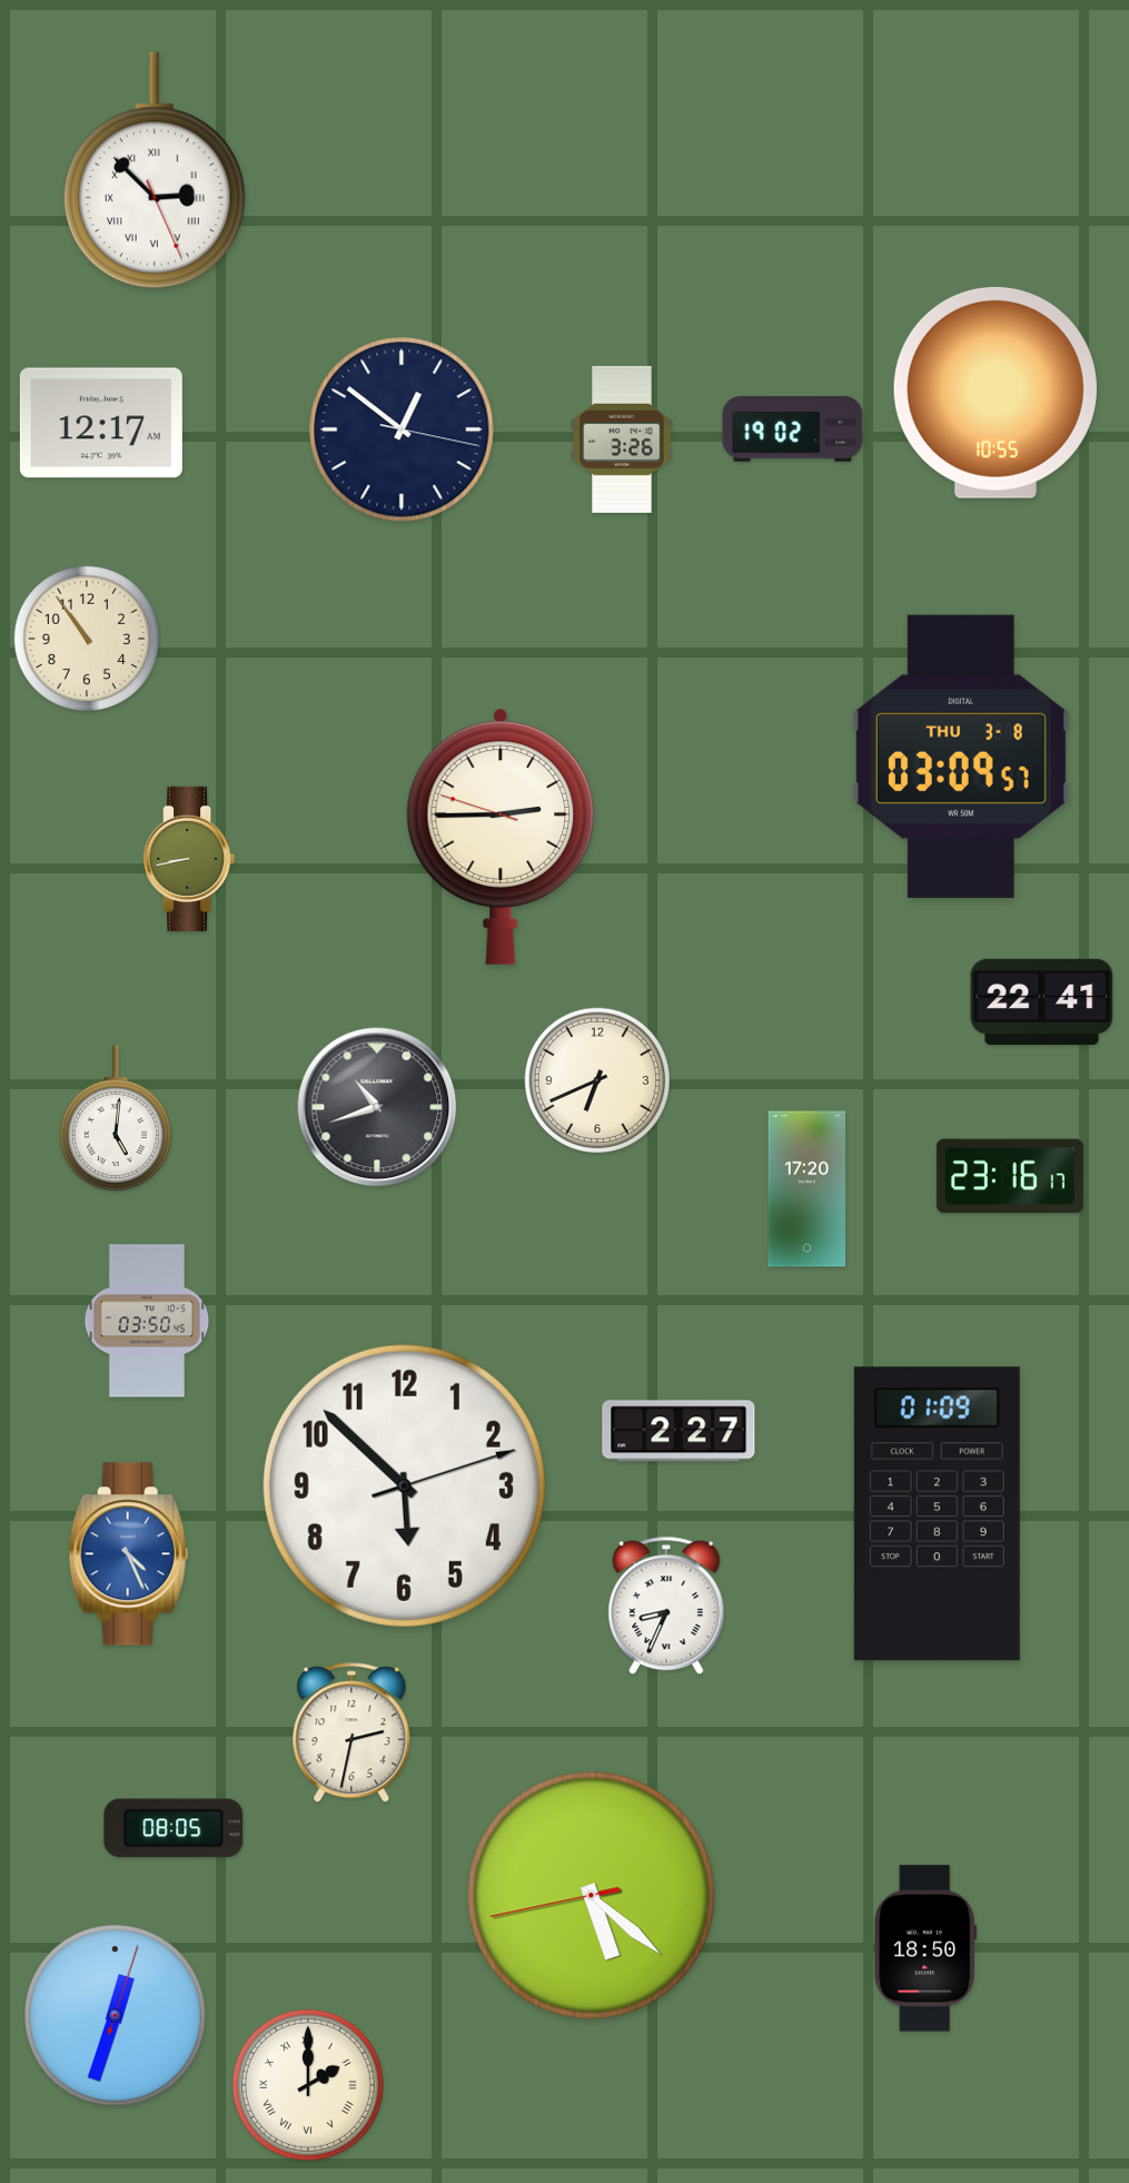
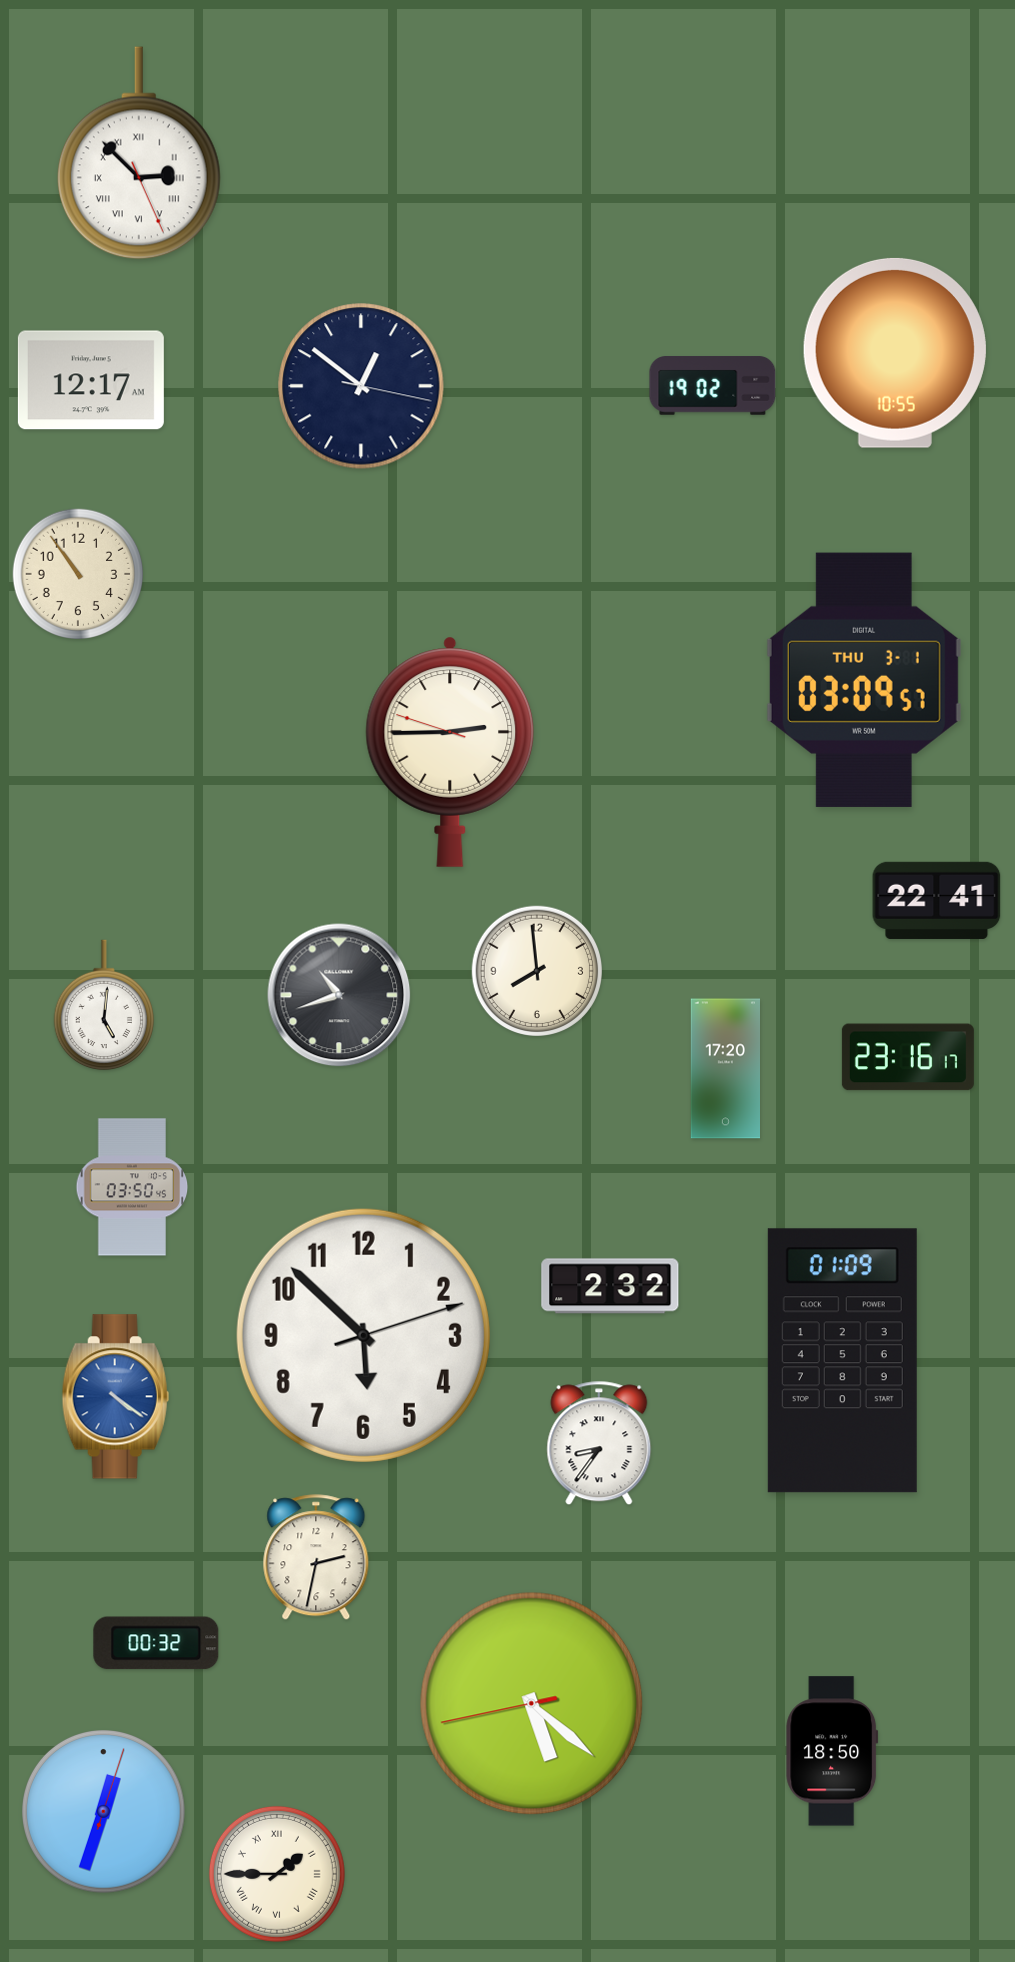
clock at (622, 439): 3:26 -> none
clock at (961, 757) date: THU 3-8 -> THU 3-1
clock at (189, 859): 8:43 -> none
clock at (596, 1079): 6:41 -> 7:59
clock at (679, 1431): 2:27 -> 2:32
clock at (128, 1554): 4:26 -> 4:21
clock at (666, 1606): 8:34 -> 8:36
clock at (174, 1828): 08:05 -> 00:32
clock at (308, 2085): 2:00 -> 1:45
